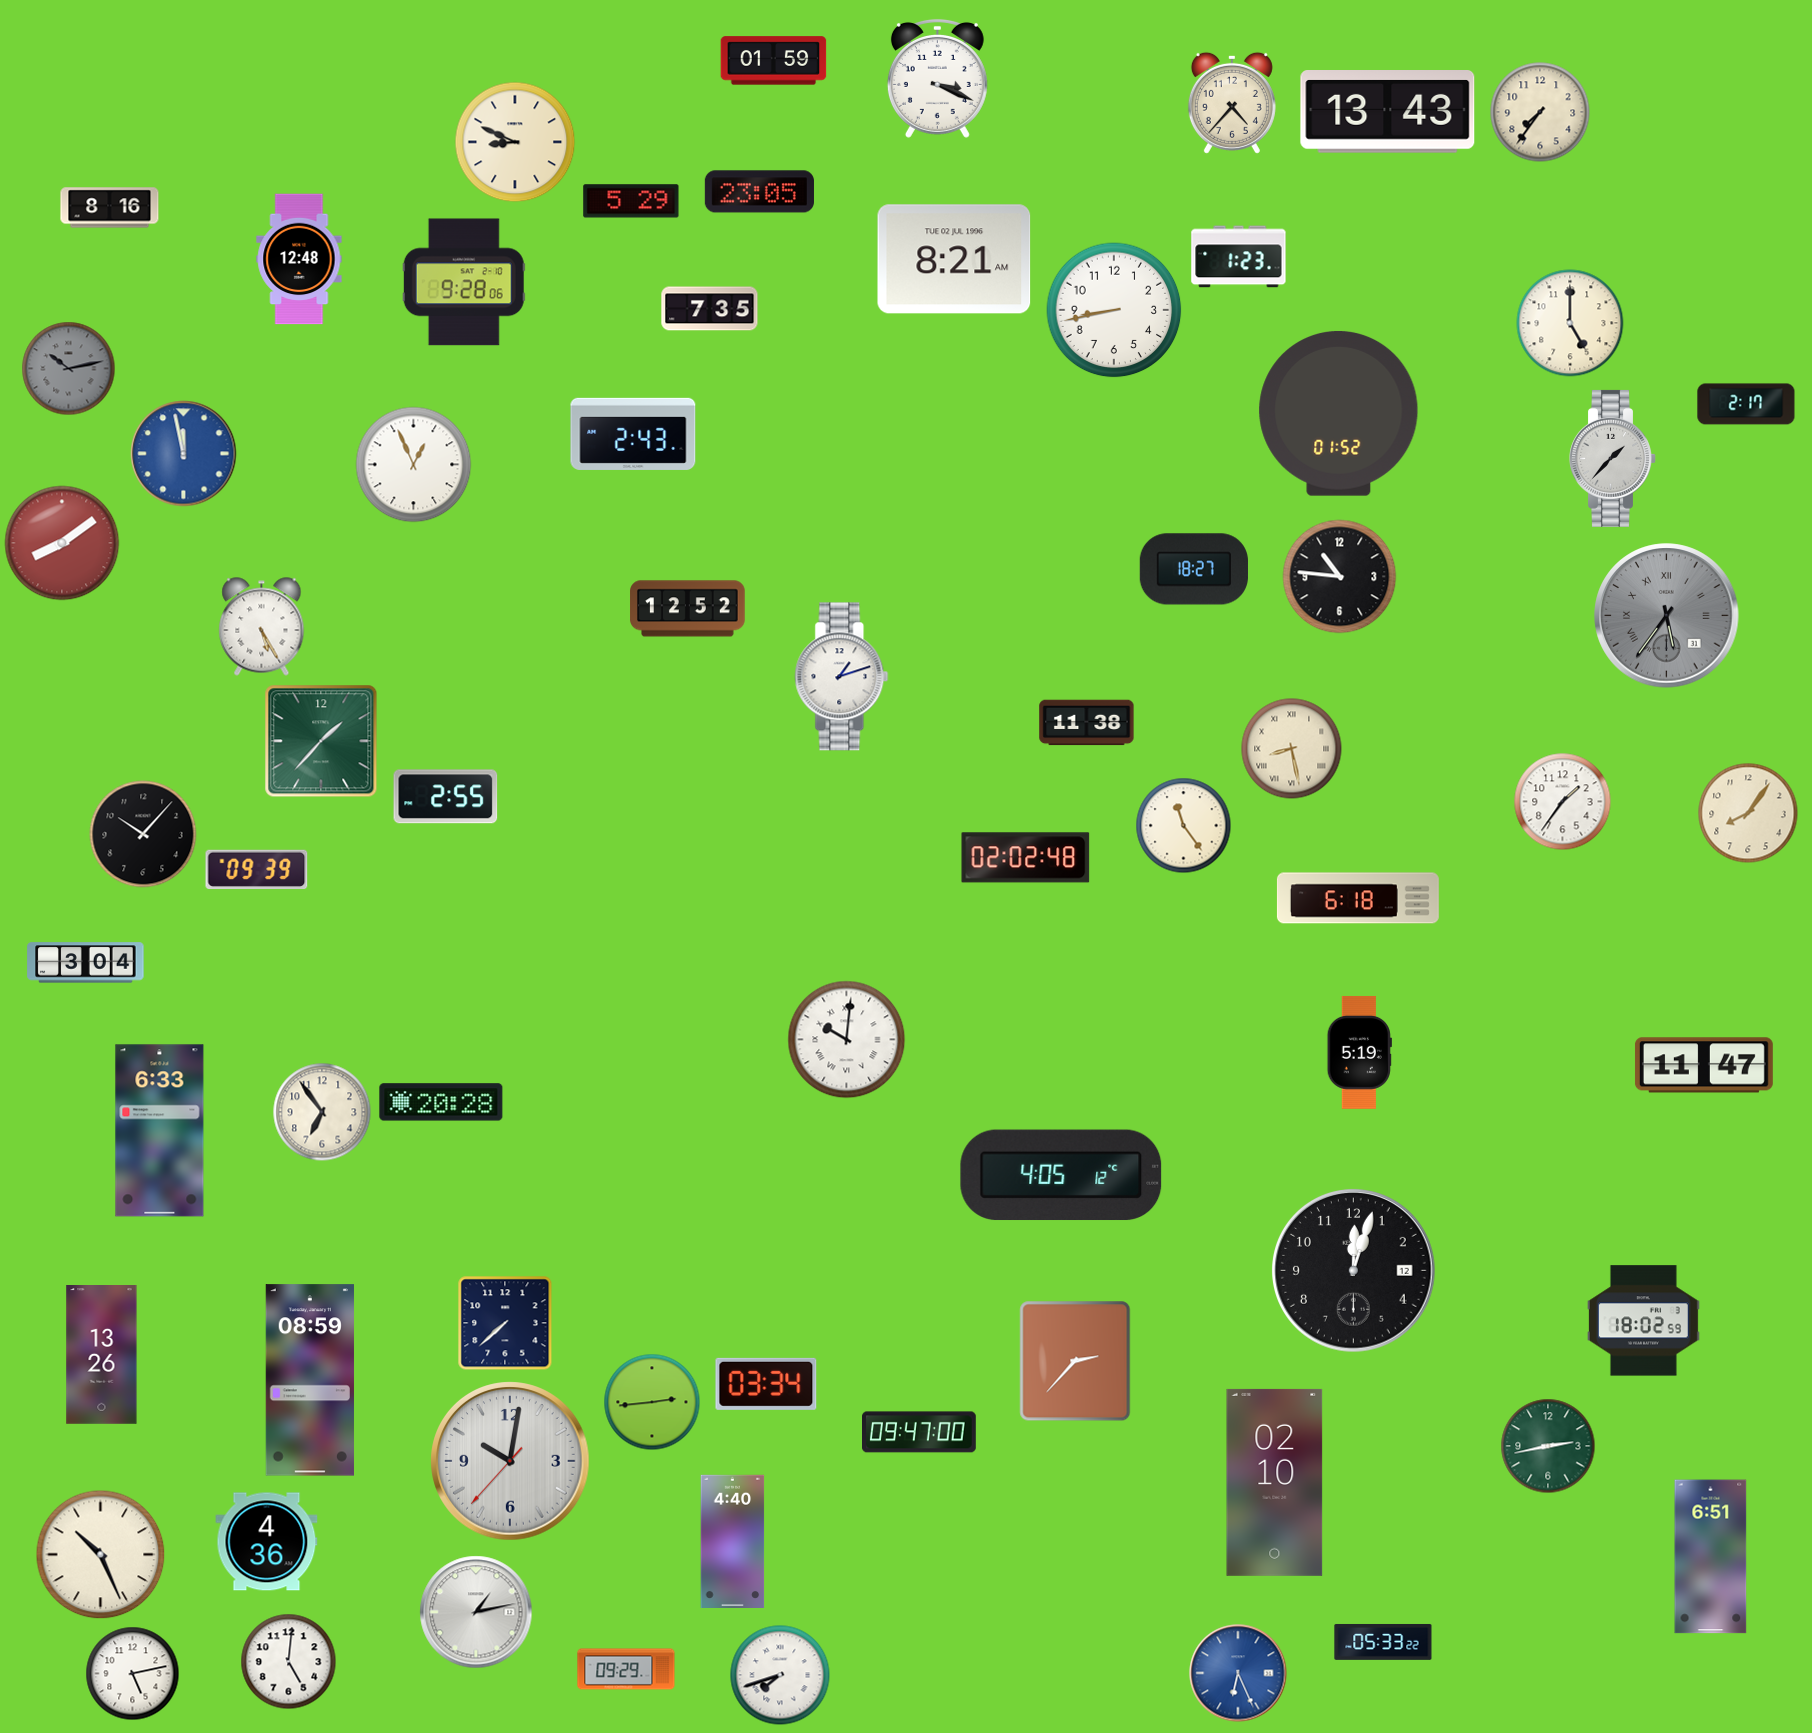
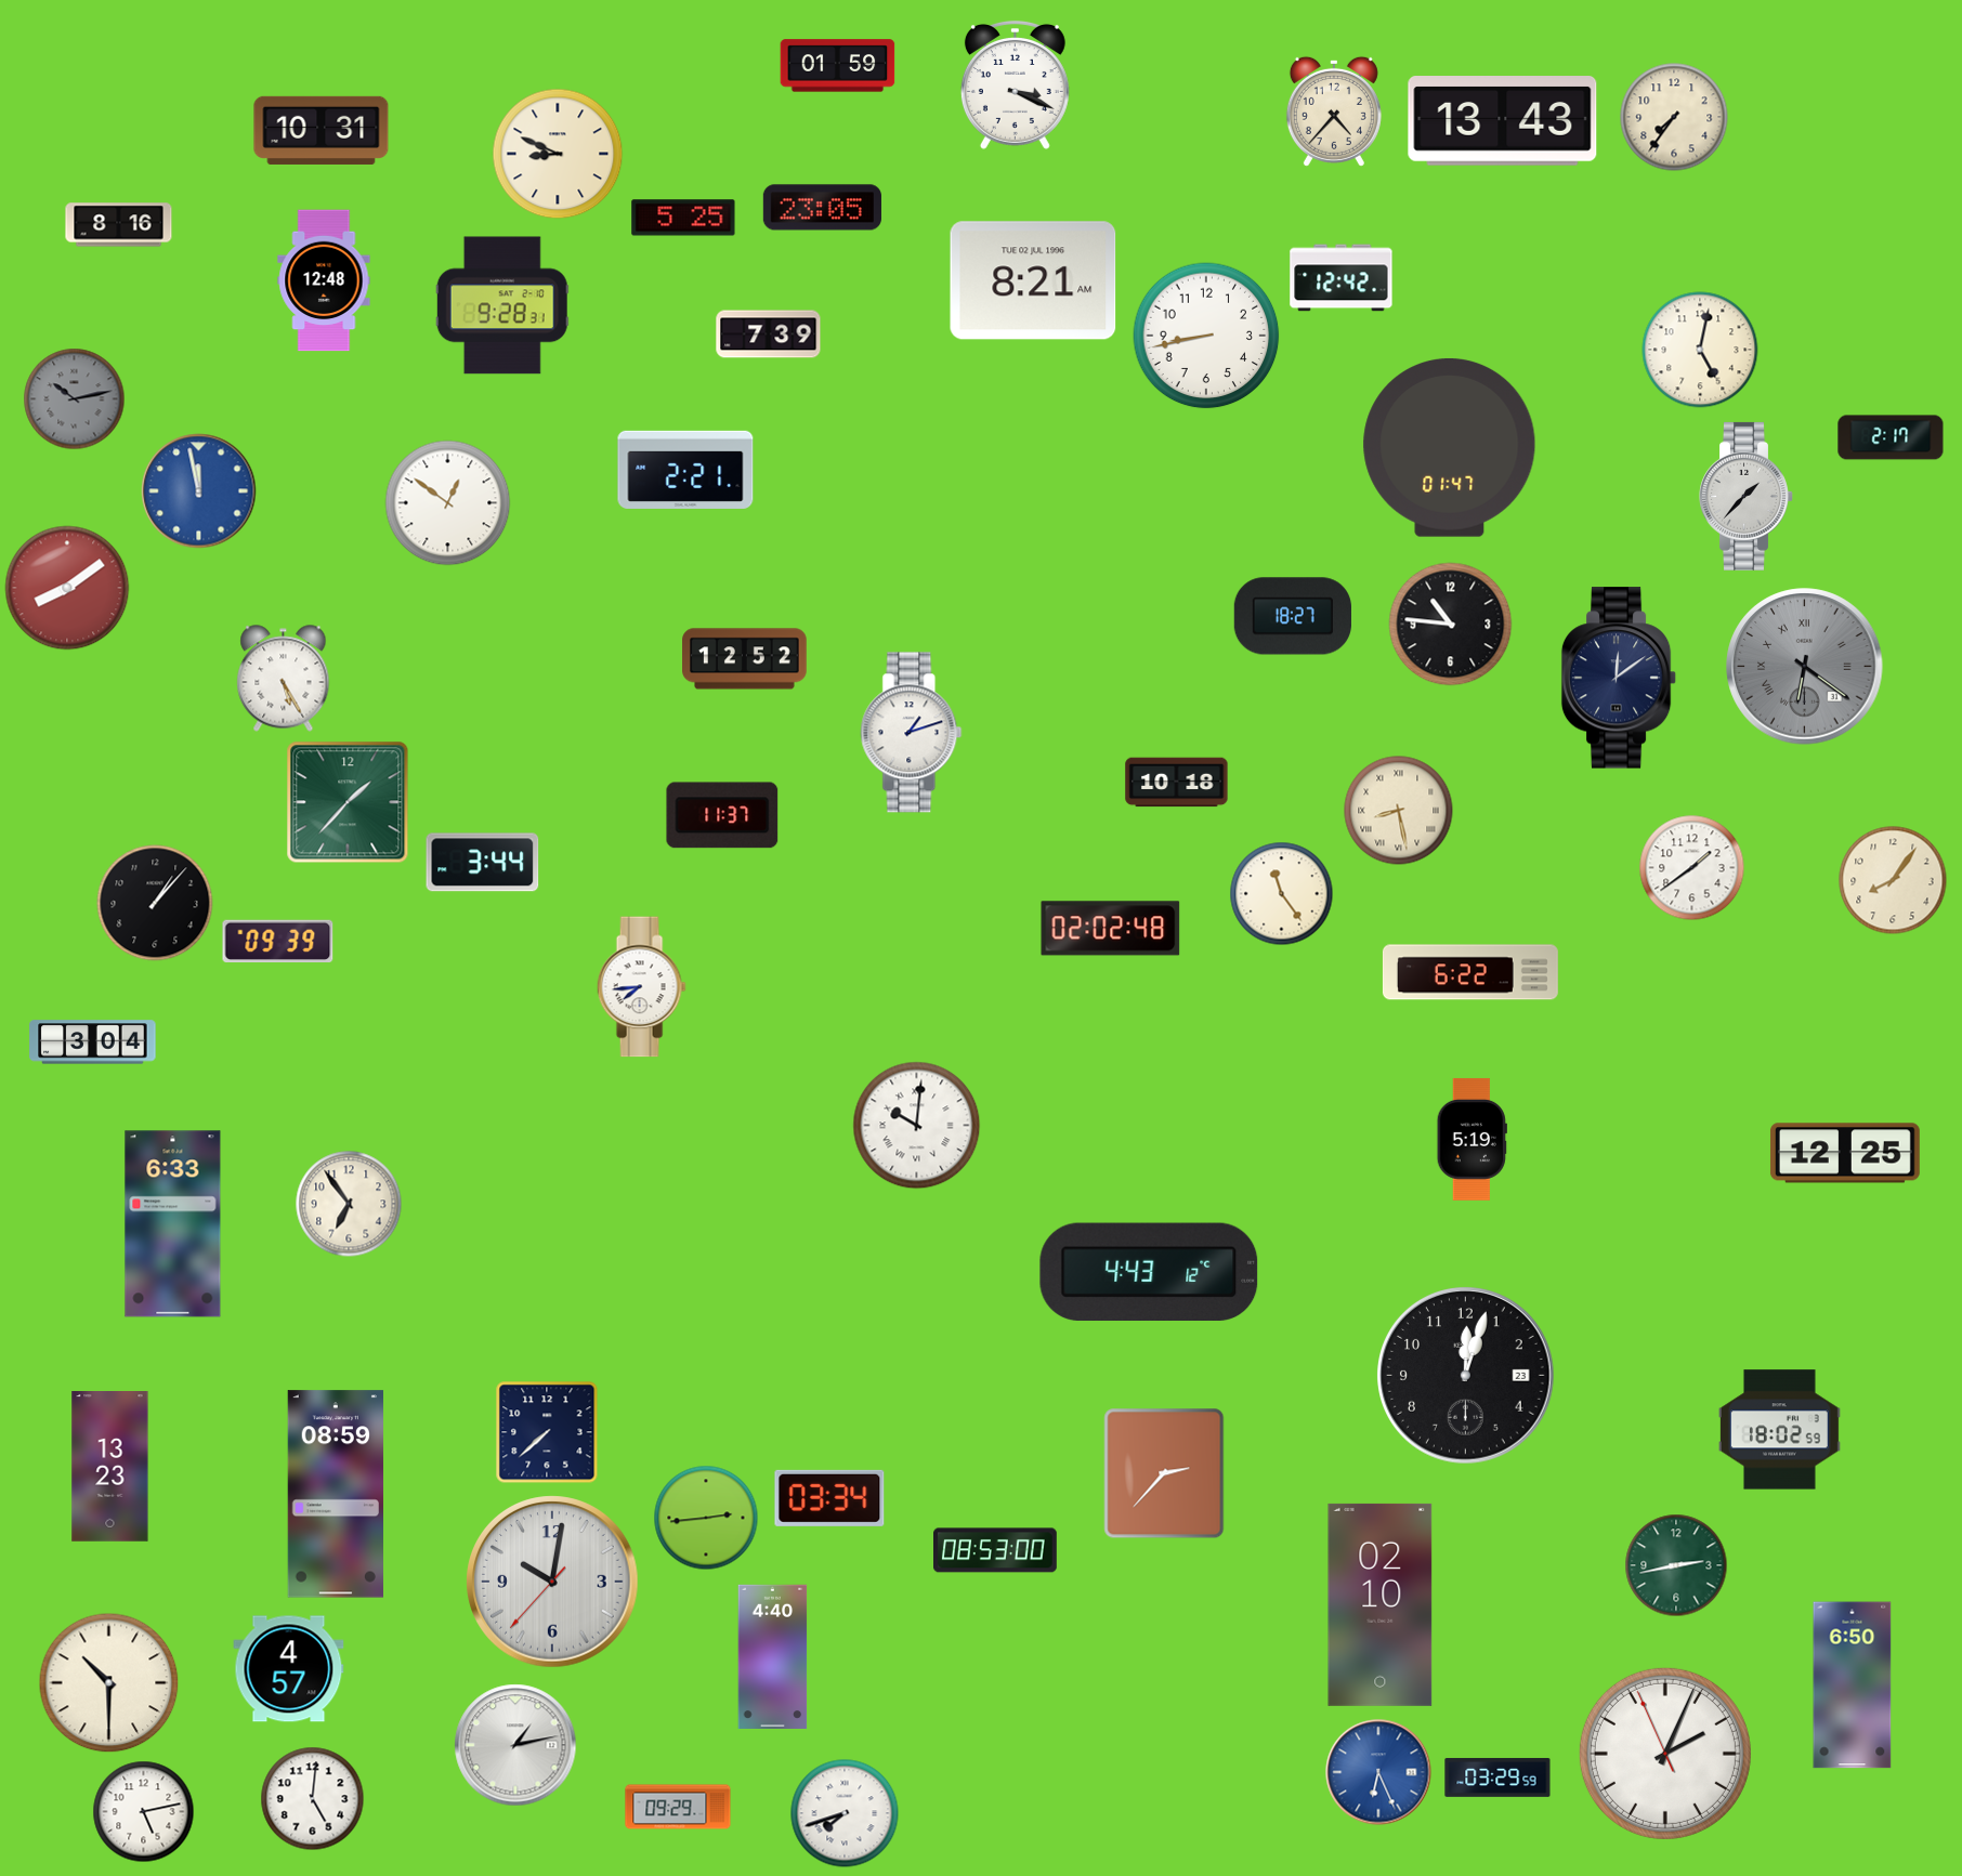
clock at (1540, 112) position: (1540, 112) -> (1674, 117)
clock at (322, 130): none -> 10:31
clock at (631, 201): 5:29 -> 5:25
clock at (1239, 257): 1:23 -> 12:42
clock at (464, 282): 9:28:06 -> 9:28:31
clock at (710, 309): 7:35 -> 7:39
clock at (1570, 323): 5:00 -> 5:02
clock at (1339, 413): 01:52 -> 01:47
clock at (633, 434): 2:43 -> 2:21
clock at (414, 465): 12:56 -> 12:51
clock at (1667, 616): 5:36 -> 6:21
clock at (1619, 678): none -> 12:09
clock at (1087, 723): 11:38 -> 10:18
clock at (722, 815): none -> 11:37
clock at (446, 797): 2:55 -> 3:44
clock at (1563, 802): 1:36 -> 1:39
clock at (143, 834): 10:07 -> 1:07
clock at (1358, 898): 6:18 -> 6:22
clock at (641, 987): none -> 7:44
clock at (1704, 1065): 11:47 -> 12:25
clock at (441, 1102): 20:28 -> none
clock at (1061, 1175): 4:05 -> 4:43
clock at (1354, 1271) date: 12 -> 23
clock at (102, 1355): 13:26 -> 13:23
clock at (920, 1432): 09:47 -> 08:53
clock at (733, 1541) position: (733, 1541) -> (773, 1656)
clock at (267, 1542): 4:36 -> 4:57
clock at (101, 1555): 10:26 -> 10:30
clock at (1711, 1557): 6:51 -> 6:50
clock at (1665, 1754): none -> 2:03
clock at (1383, 1642): 05:33 -> 03:29
clock at (1238, 1673) position: (1238, 1673) -> (1378, 1772)
